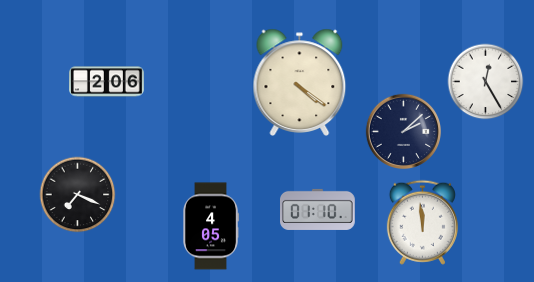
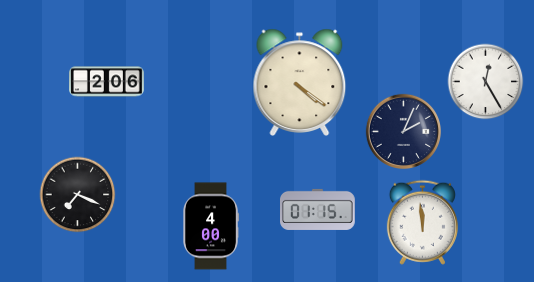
clock at (403, 131): 2:08 -> 2:04
clock at (318, 209): 01:10 -> 01:15
clock at (211, 226): 4:05 -> 4:00
